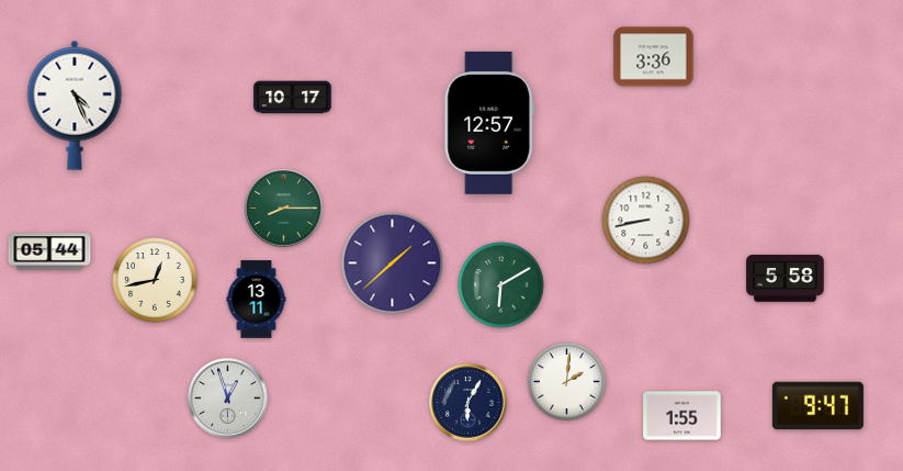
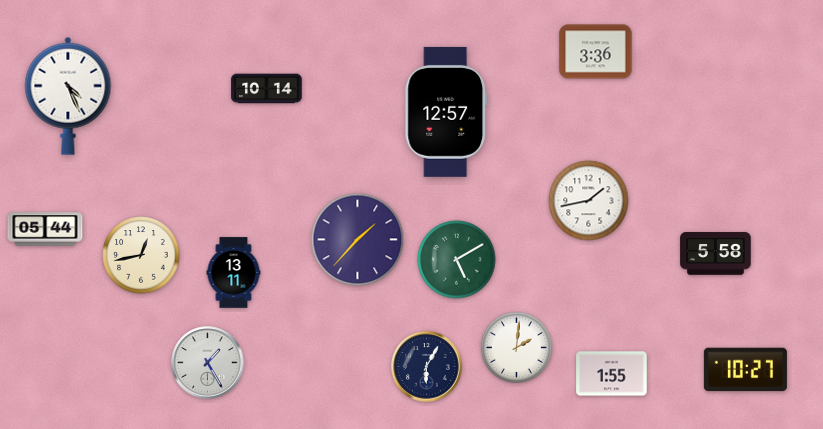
clock at (293, 98): 10:17 -> 10:14
clock at (284, 209): 8:15 -> none
clock at (646, 221): 8:43 -> 1:43
clock at (393, 263): 1:38 -> 1:37
clock at (501, 285): 6:10 -> 5:10
clock at (228, 399): 12:57 -> 1:25
clock at (817, 406): 9:47 -> 10:27
clock at (682, 416) position: (682, 416) -> (612, 374)
